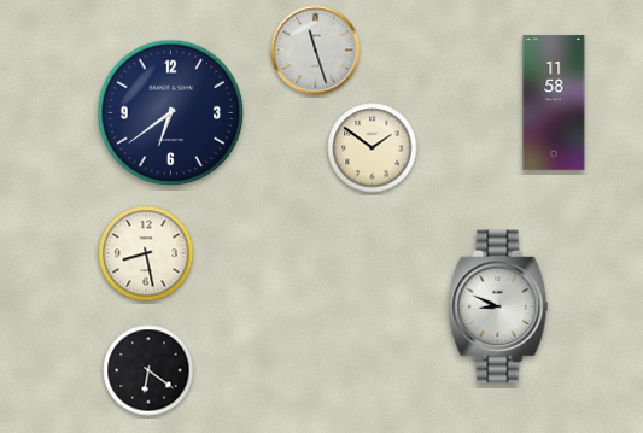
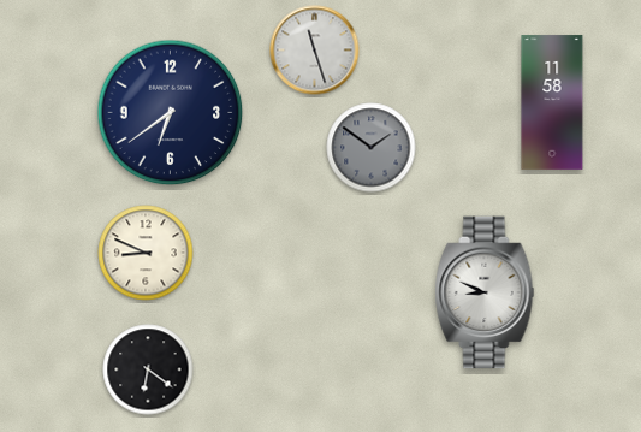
clock at (373, 148) dial: cream -> grey
clock at (146, 253): 8:28 -> 8:49
clock at (498, 306) position: (498, 306) -> (485, 292)
